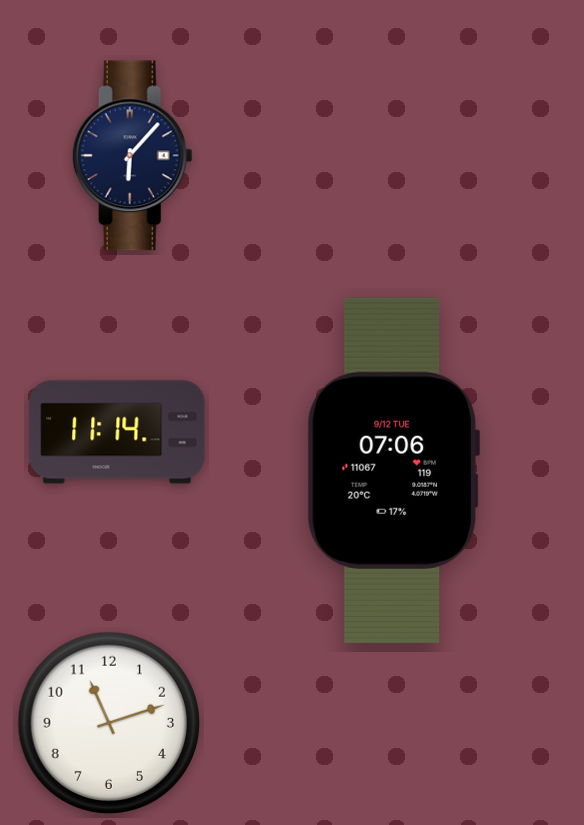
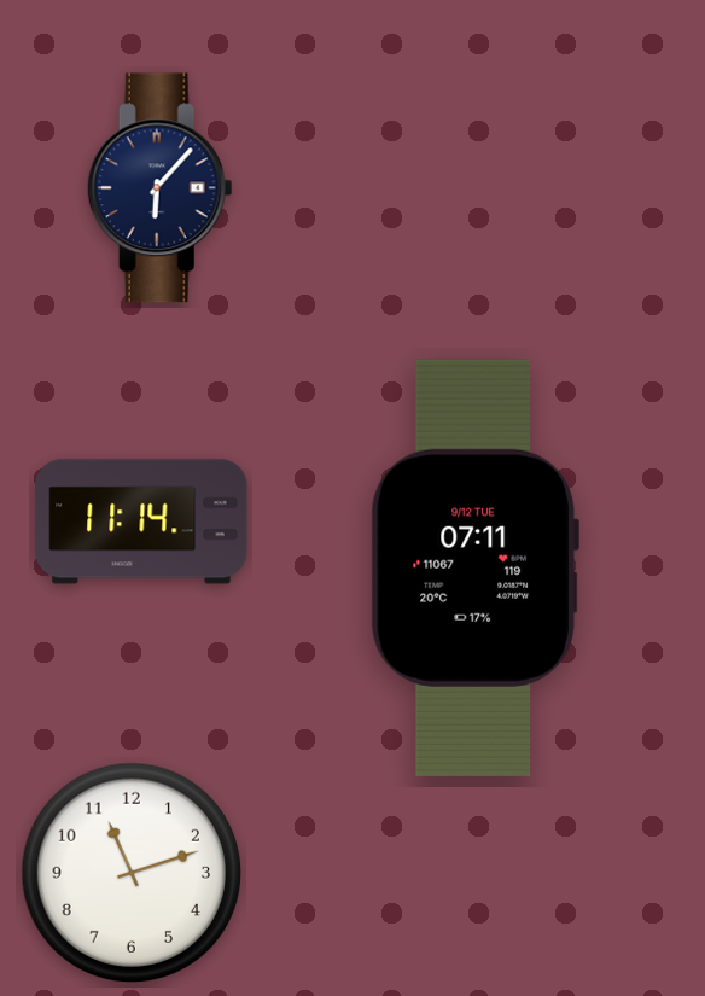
clock at (393, 470): 07:06 -> 07:11
